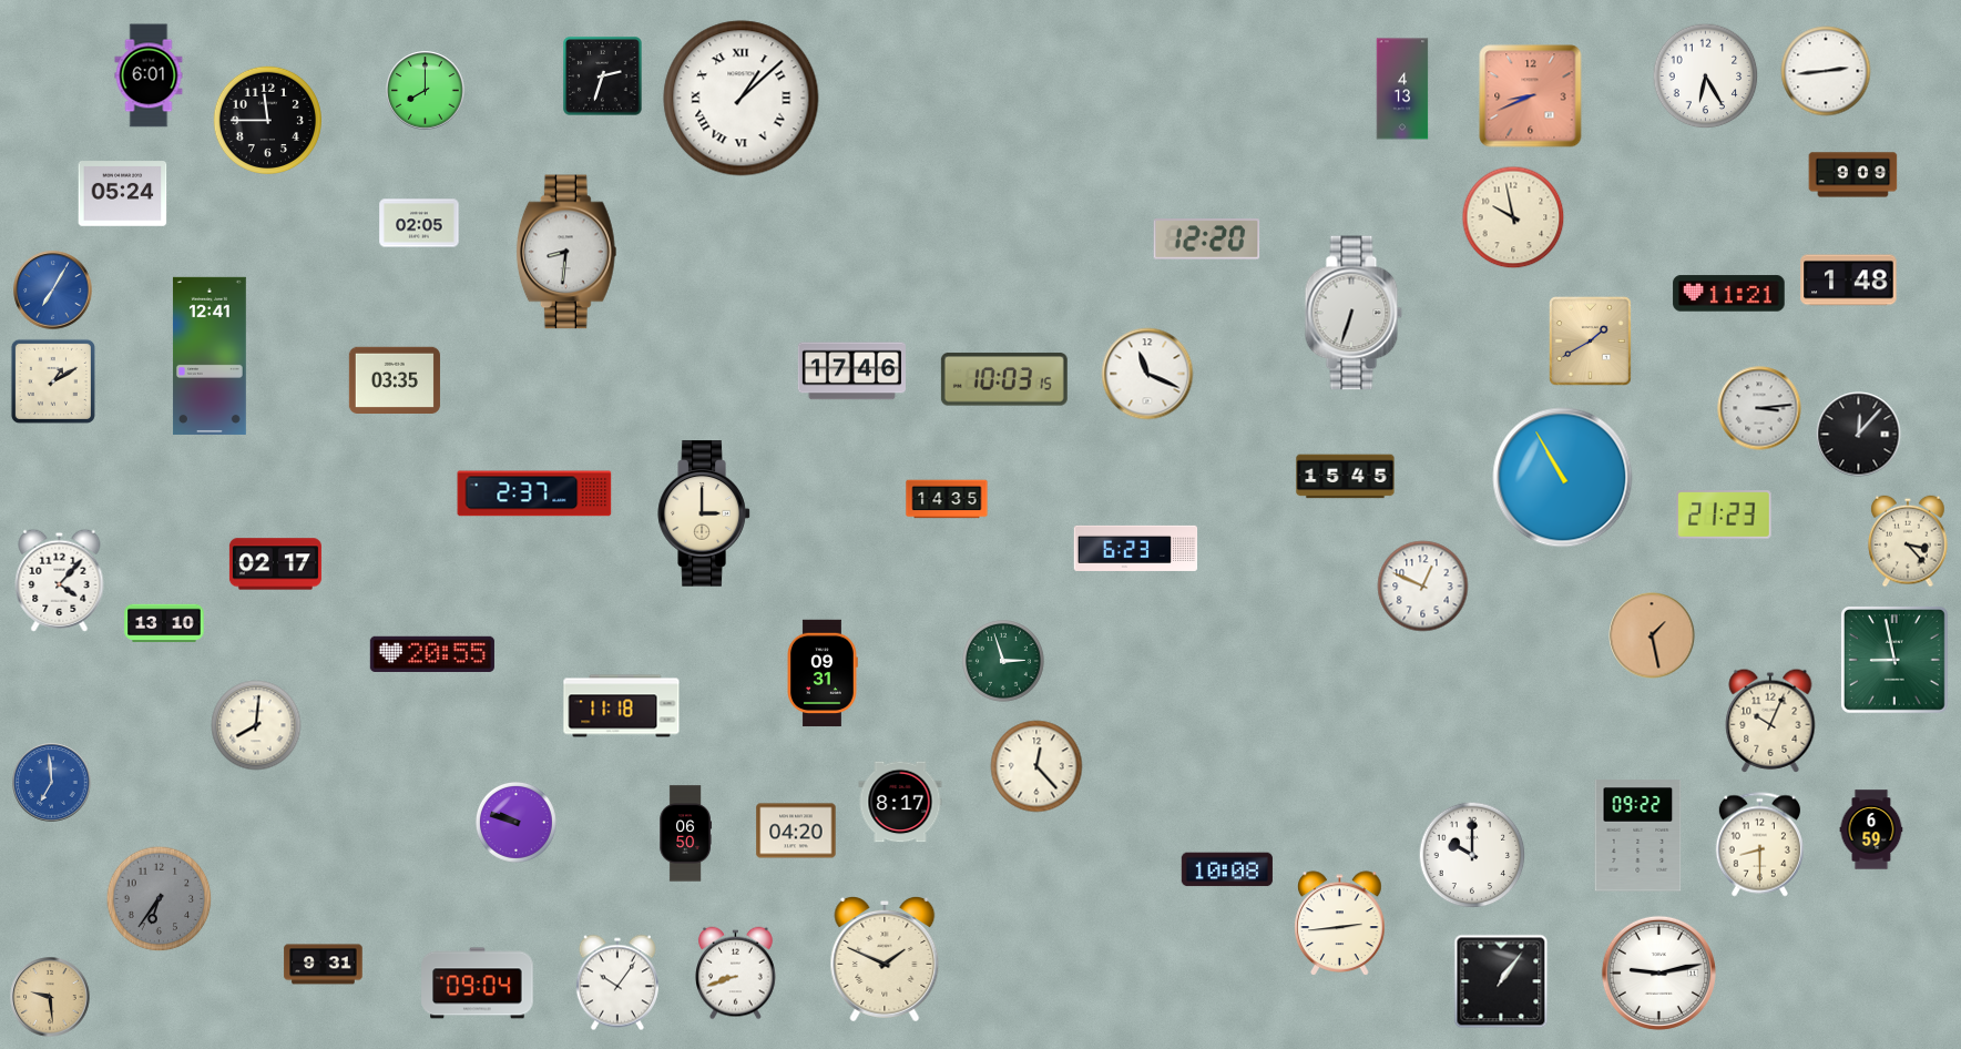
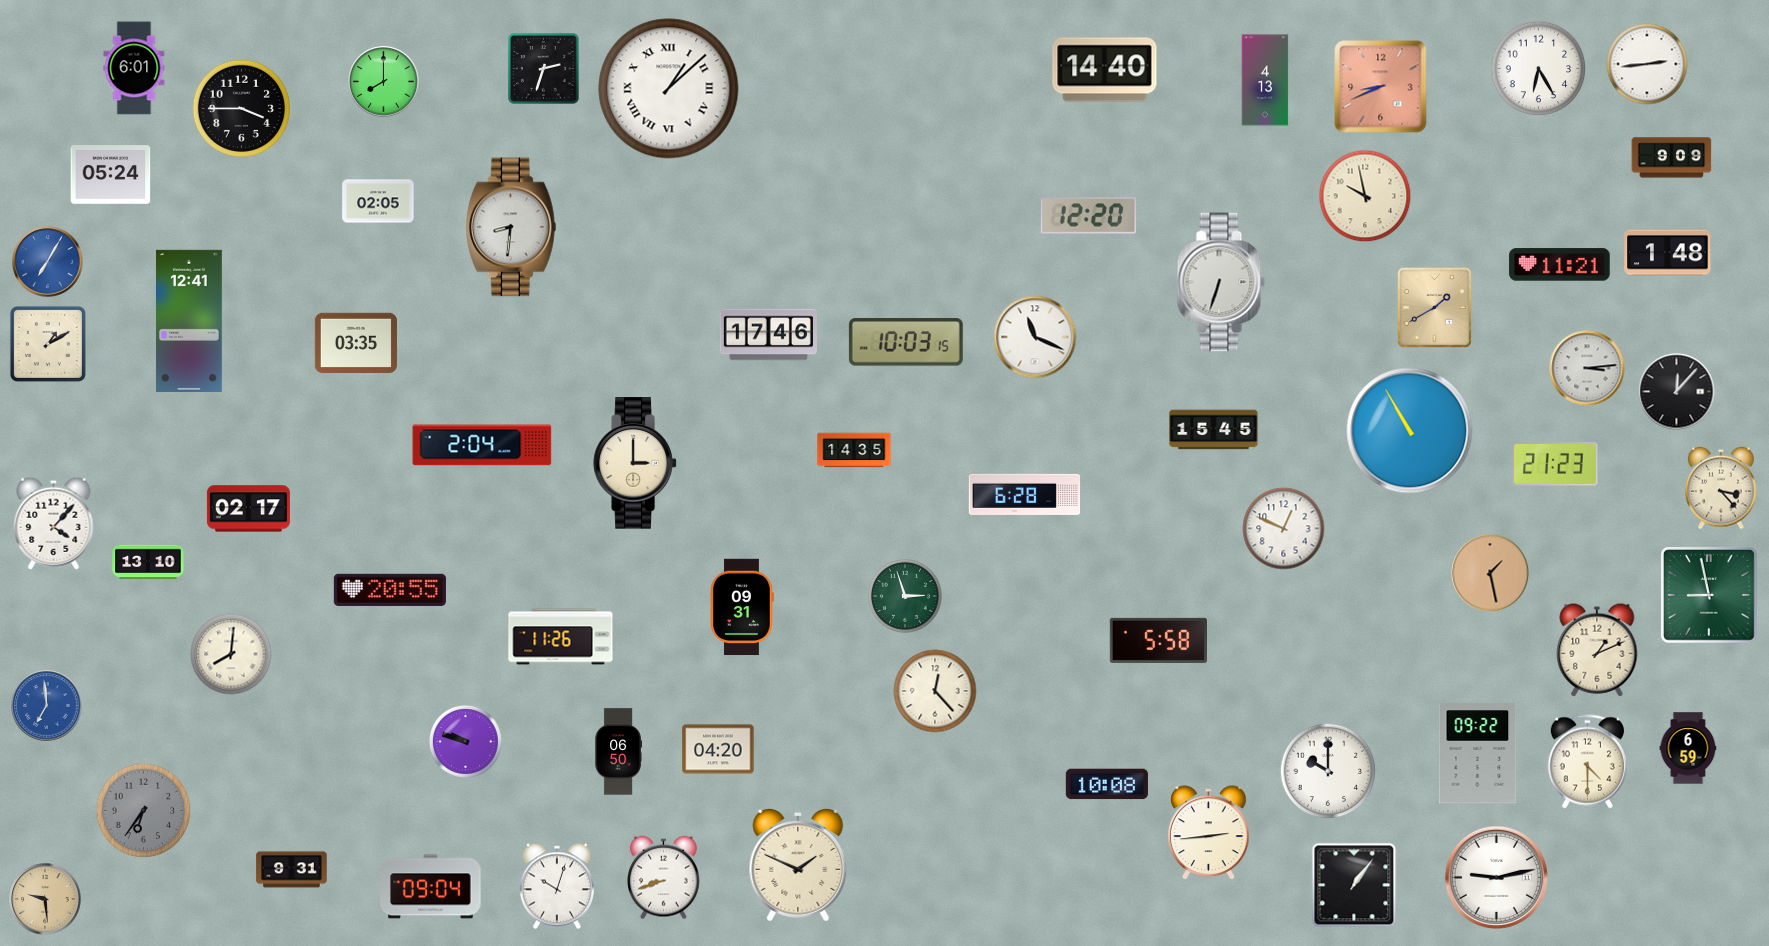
clock at (1105, 70): none -> 14:40
clock at (267, 120): 11:45 -> 3:45
clock at (534, 493): 2:37 -> 2:04
clock at (1136, 548): 6:23 -> 6:28
clock at (622, 706): 11:18 -> 11:26
clock at (1158, 640): none -> 5:58
clock at (1770, 721): 10:04 -> 1:11
clock at (900, 802): 8:17 -> none
clock at (1759, 845): 8:30 -> 4:30
clock at (617, 982): 10:06 -> 10:03
